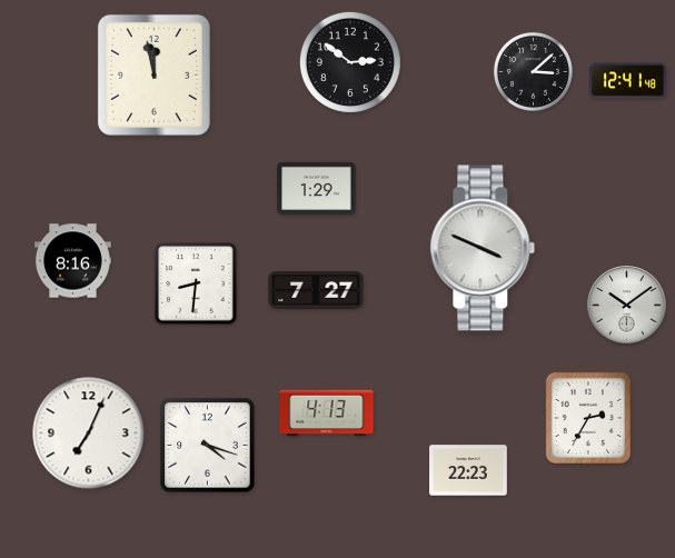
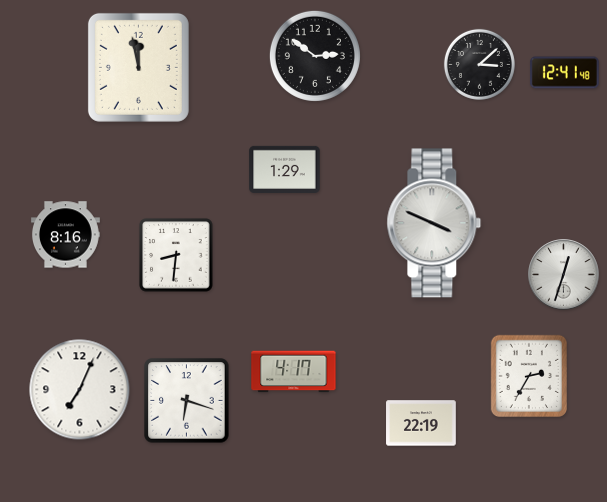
clock at (316, 291): 7:27 -> none
clock at (627, 306): 10:09 -> 12:33
clock at (327, 413): 4:13 -> 4:17
clock at (208, 446): 4:18 -> 6:18
clock at (468, 470): 22:23 -> 22:19
